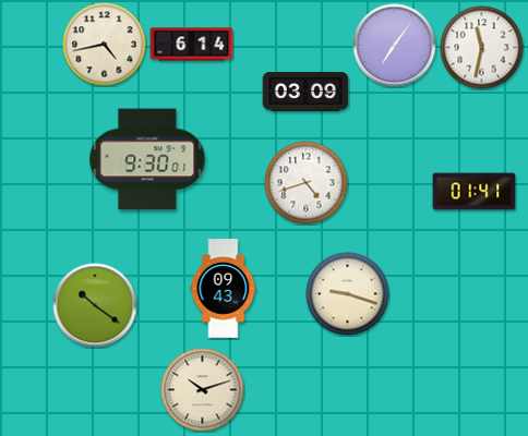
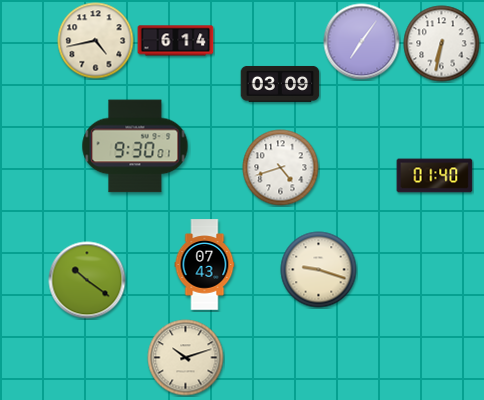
clock at (482, 48): 11:32 -> 6:32
clock at (475, 192): 01:41 -> 01:40
clock at (224, 289): 09:43 -> 07:43
